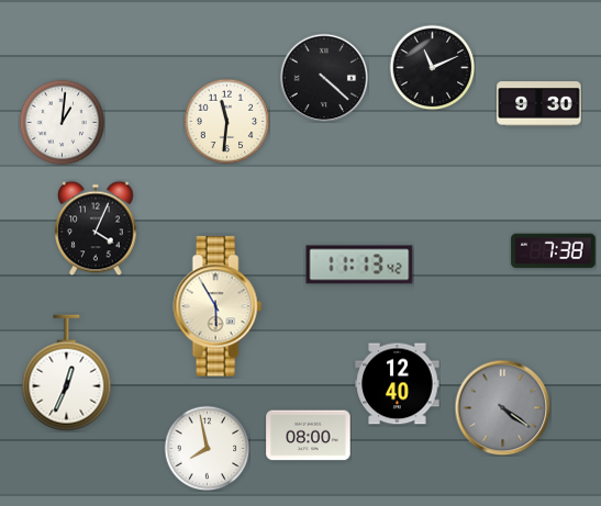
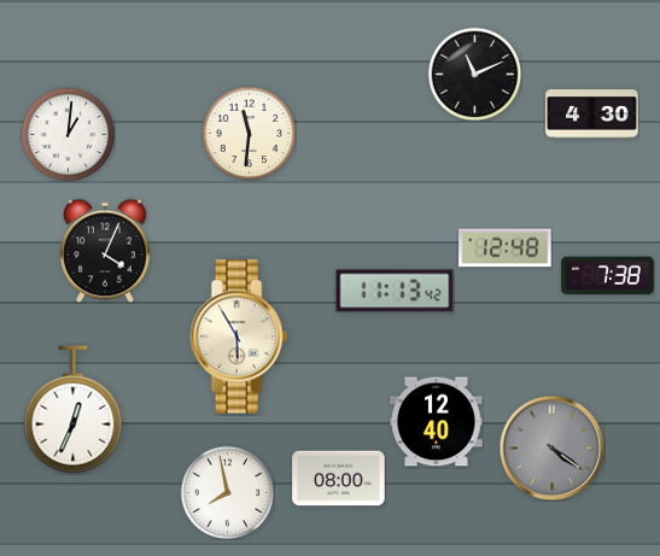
clock at (324, 78): 4:22 -> none
clock at (539, 104): 9:30 -> 4:30
clock at (506, 248): none -> 12:48
